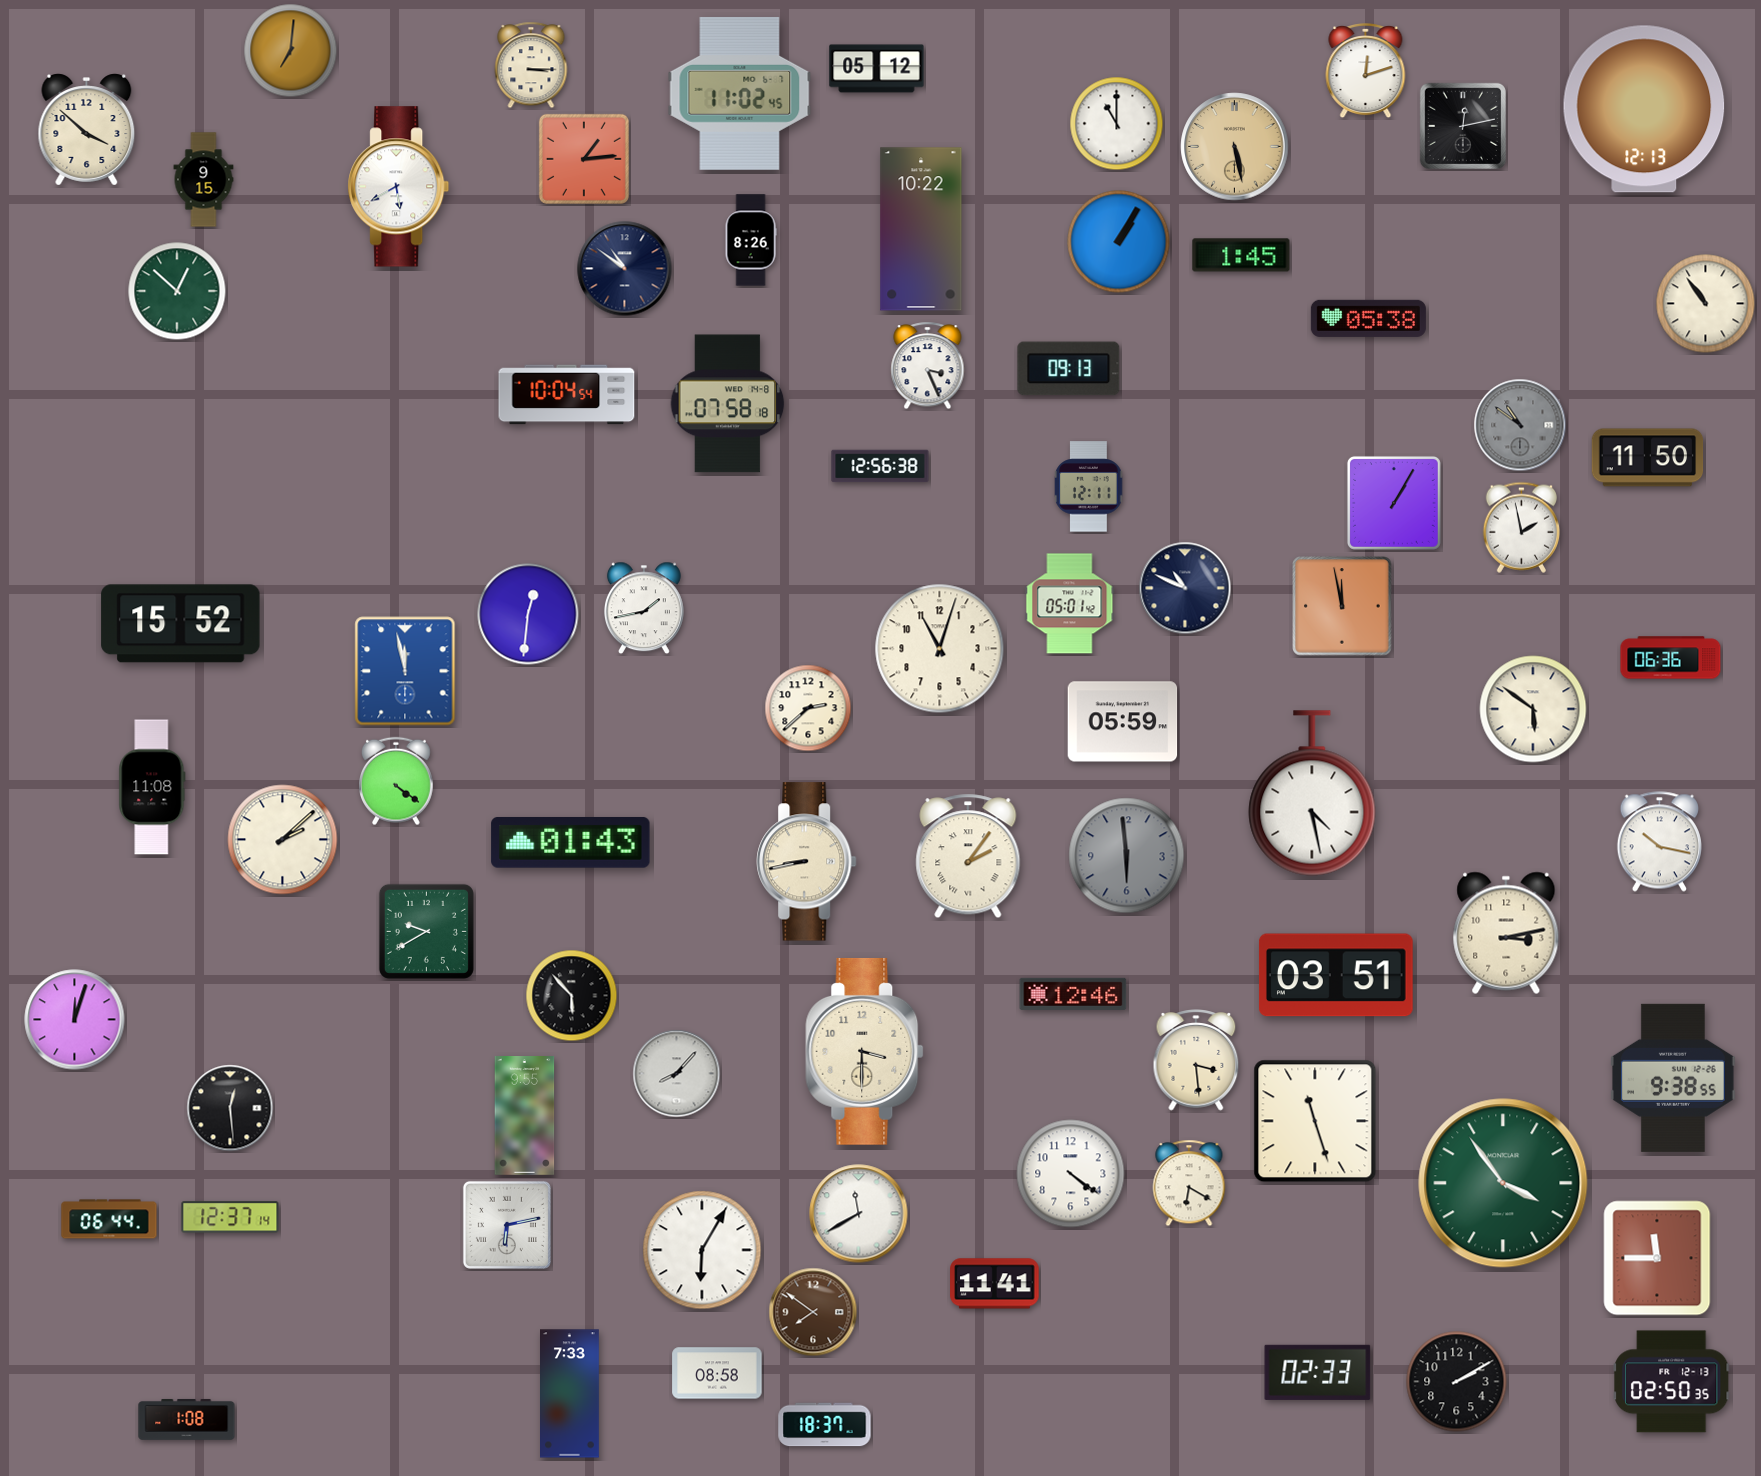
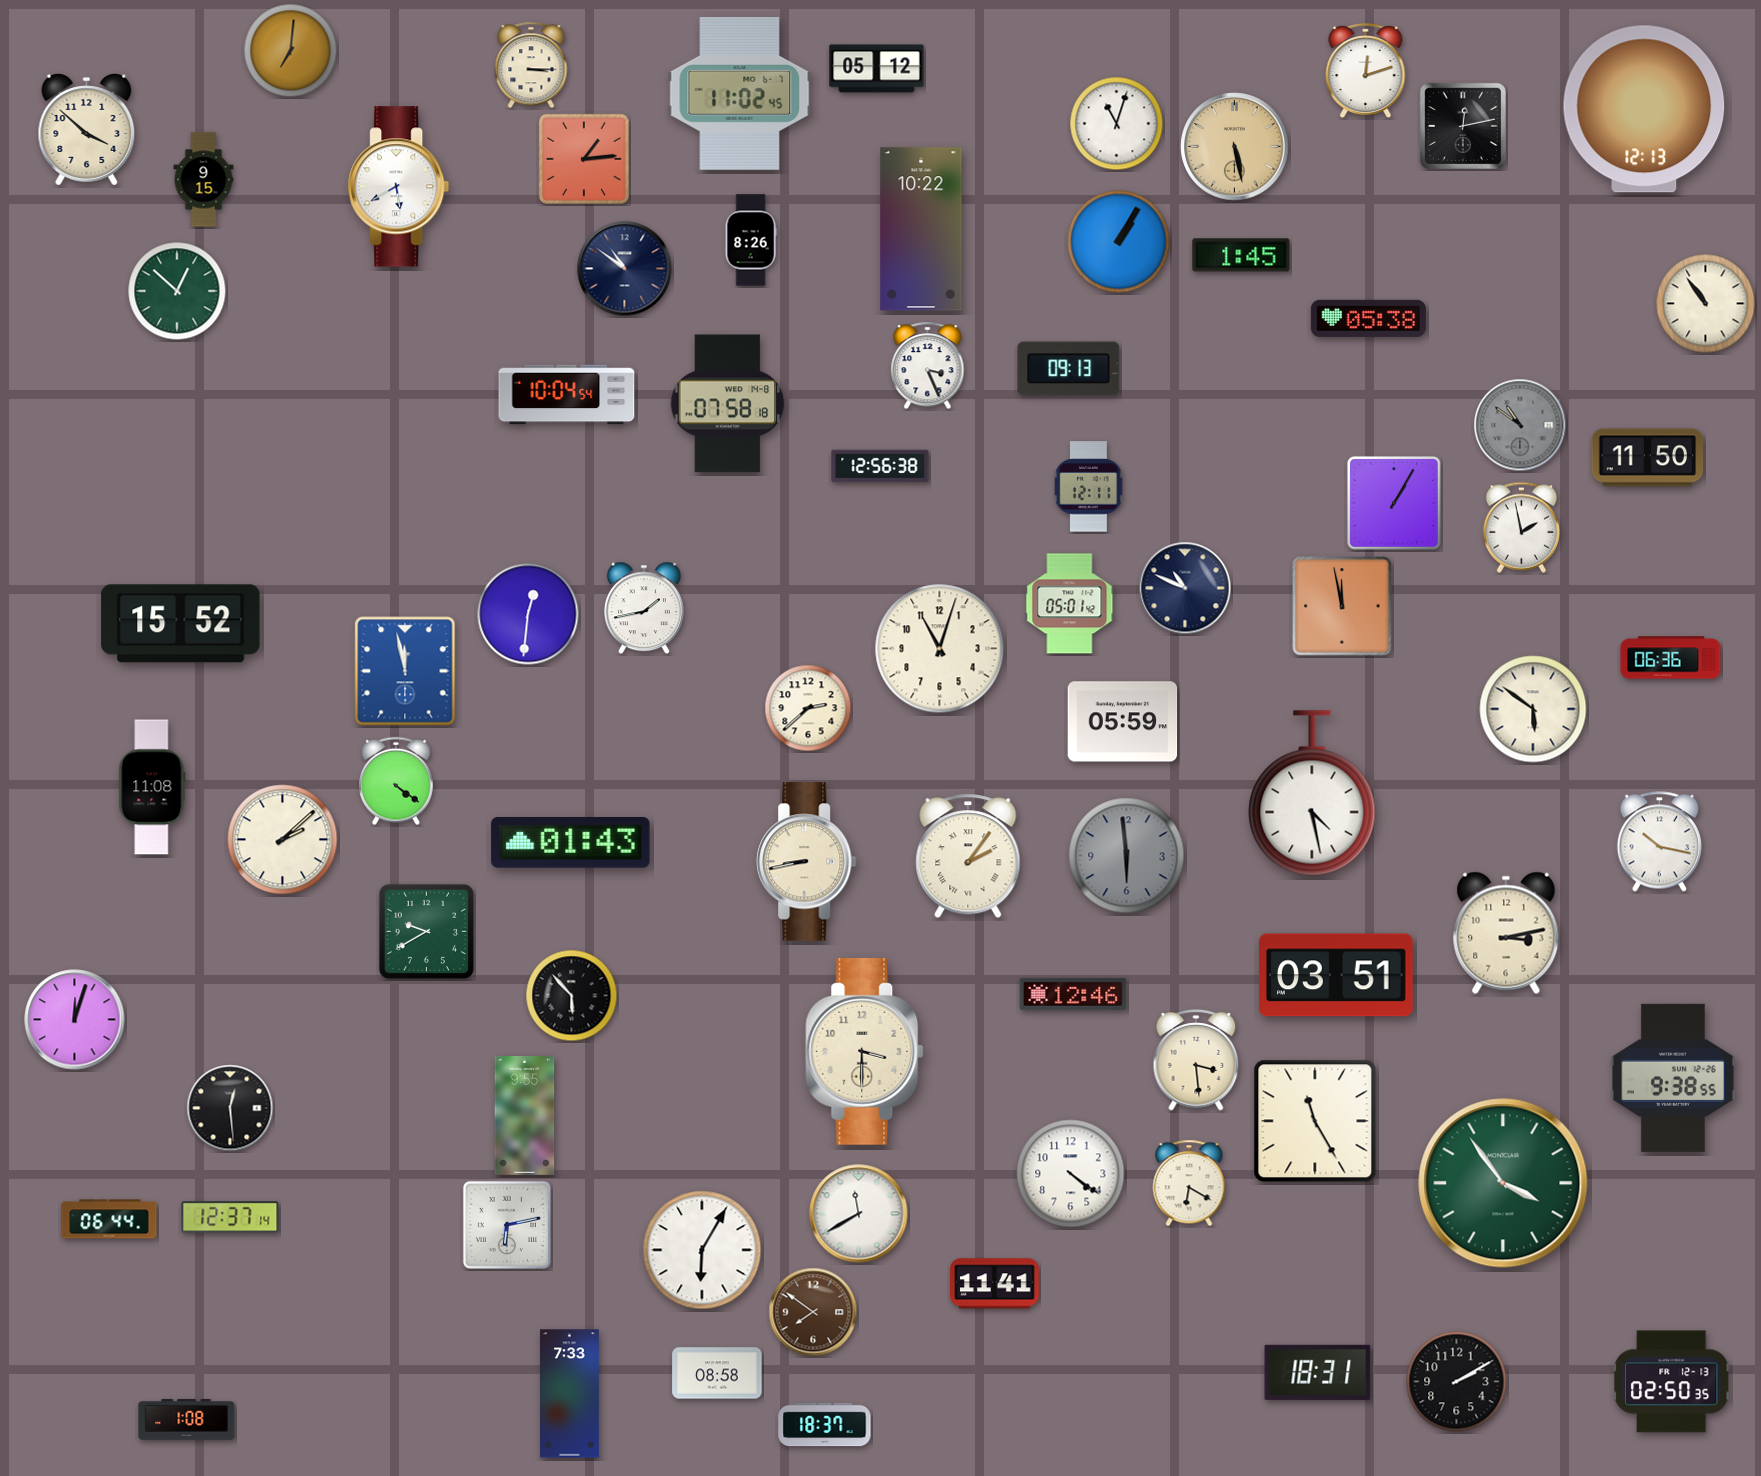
clock at (1117, 124): 11:00 -> 11:03
clock at (677, 1074): 8:07 -> none
clock at (1315, 1121): 11:27 -> 11:25
clock at (1657, 1258): 11:45 -> none
clock at (1318, 1372): 02:33 -> 18:31
